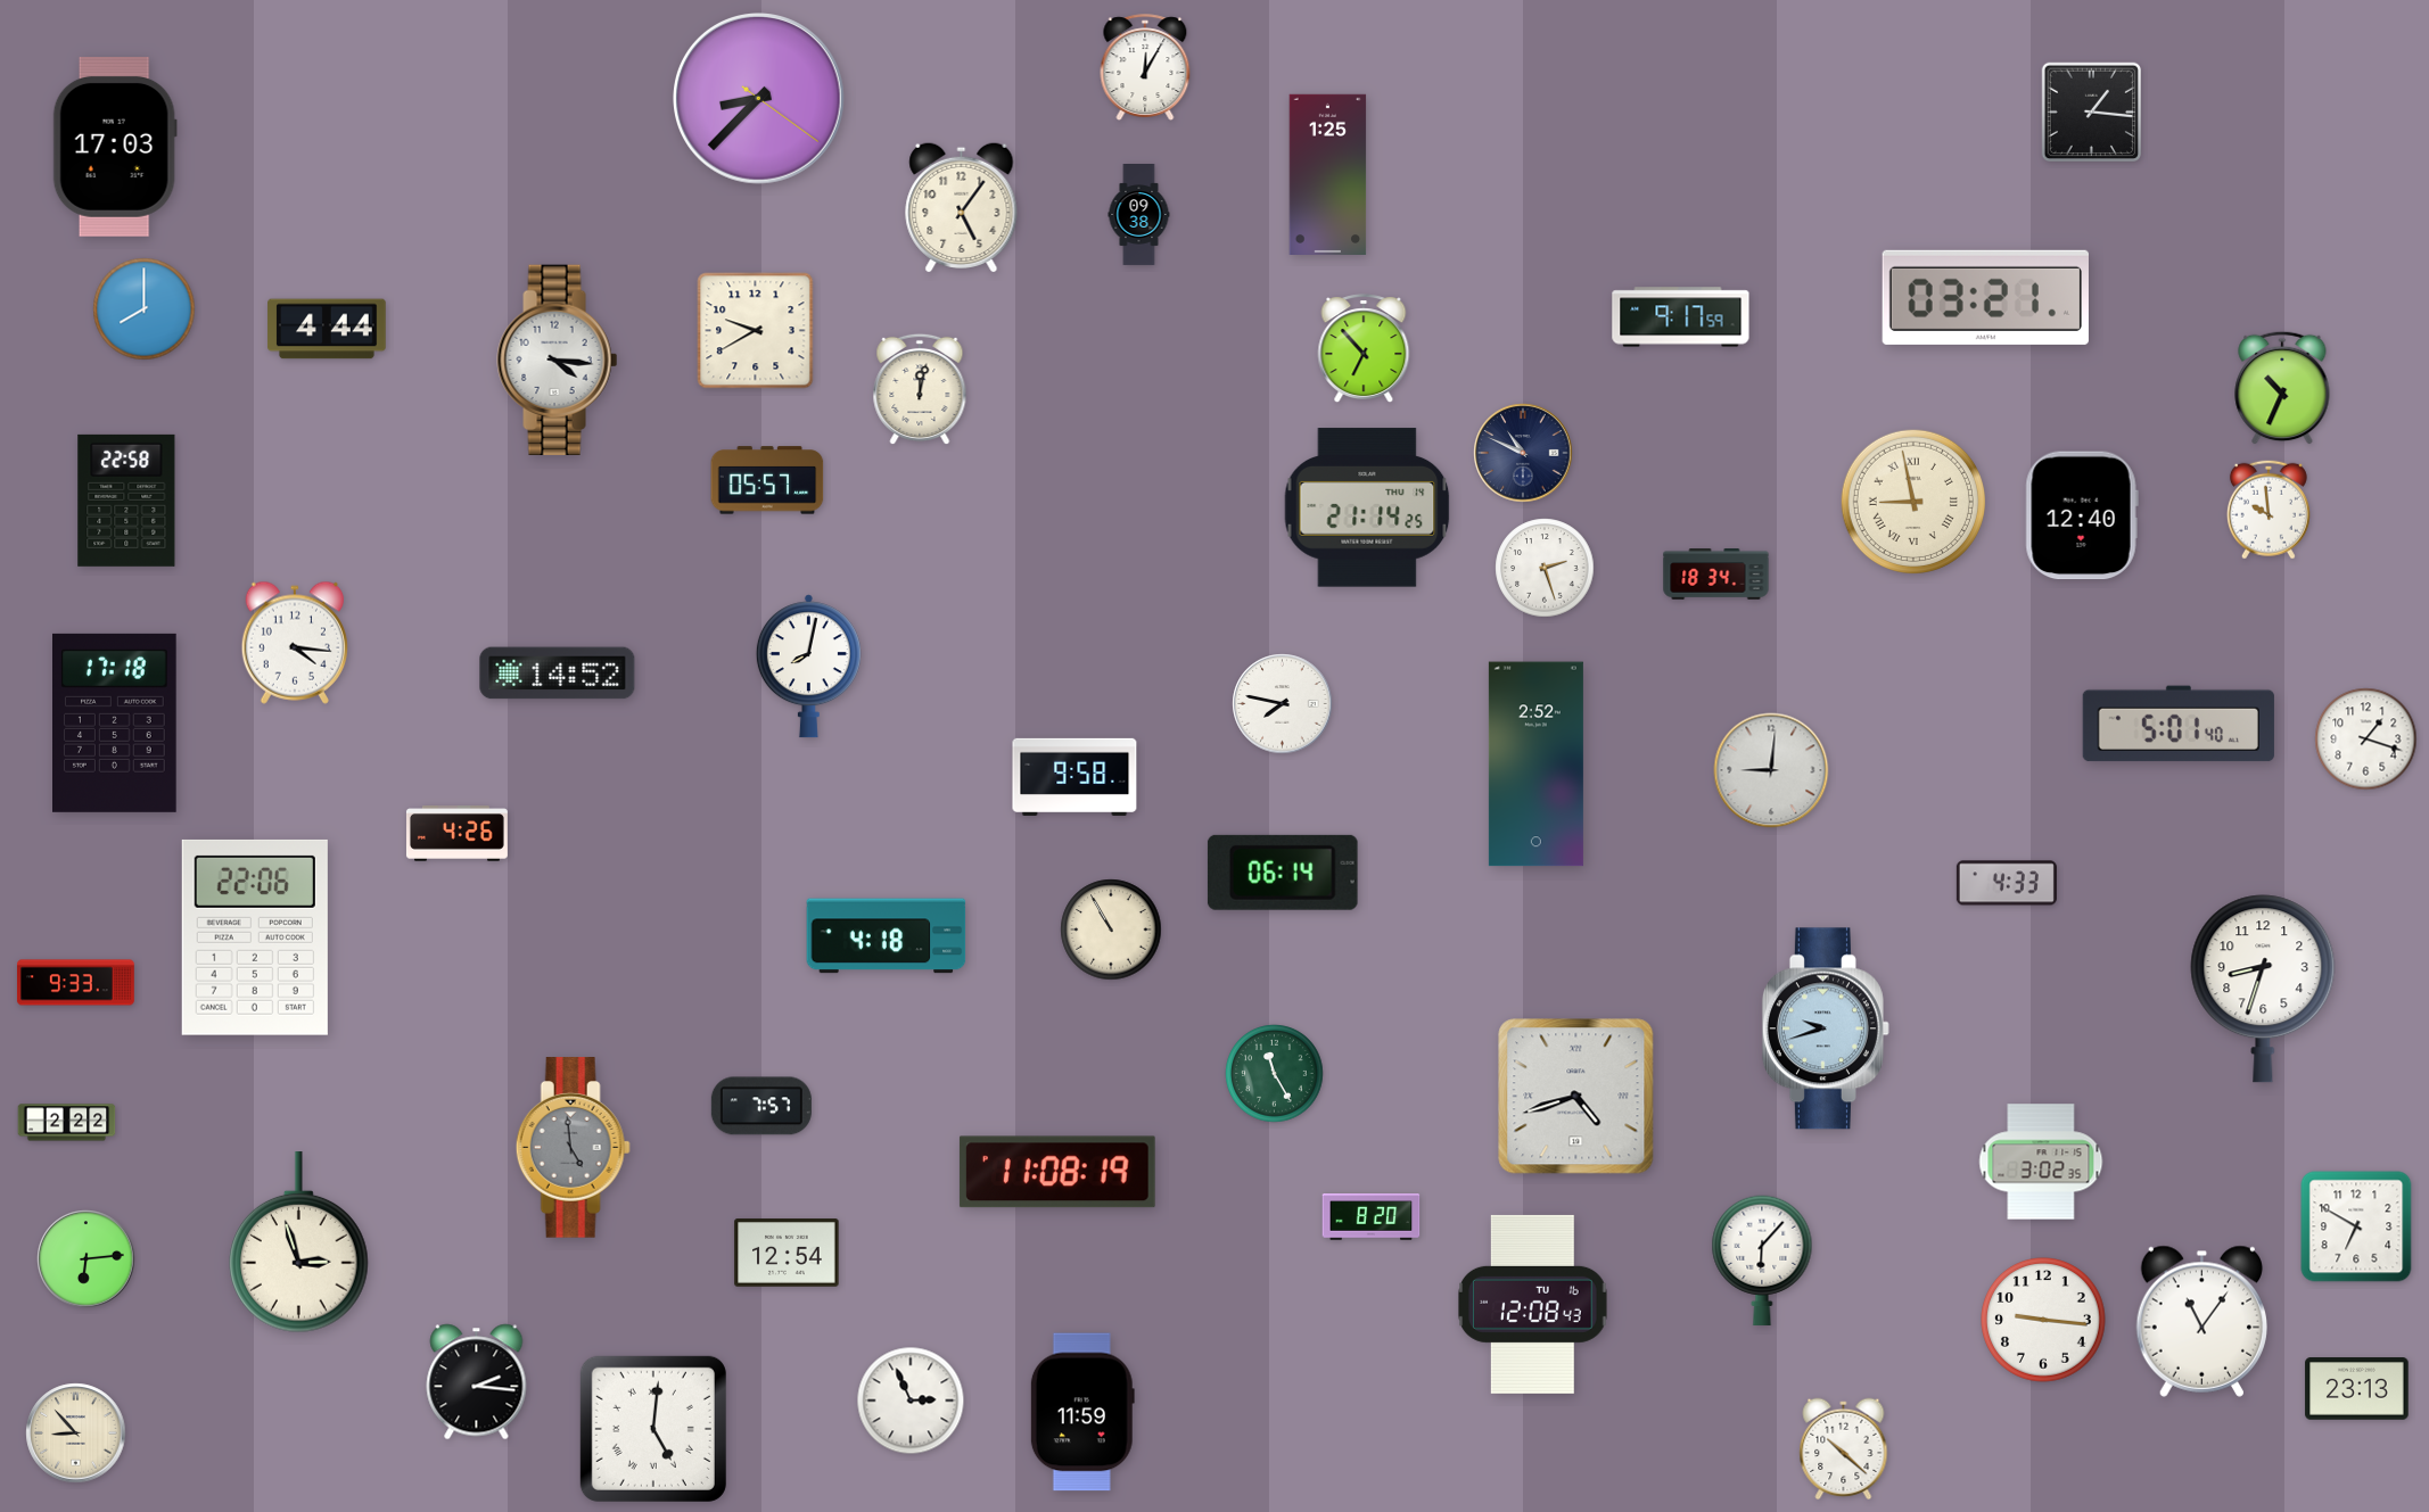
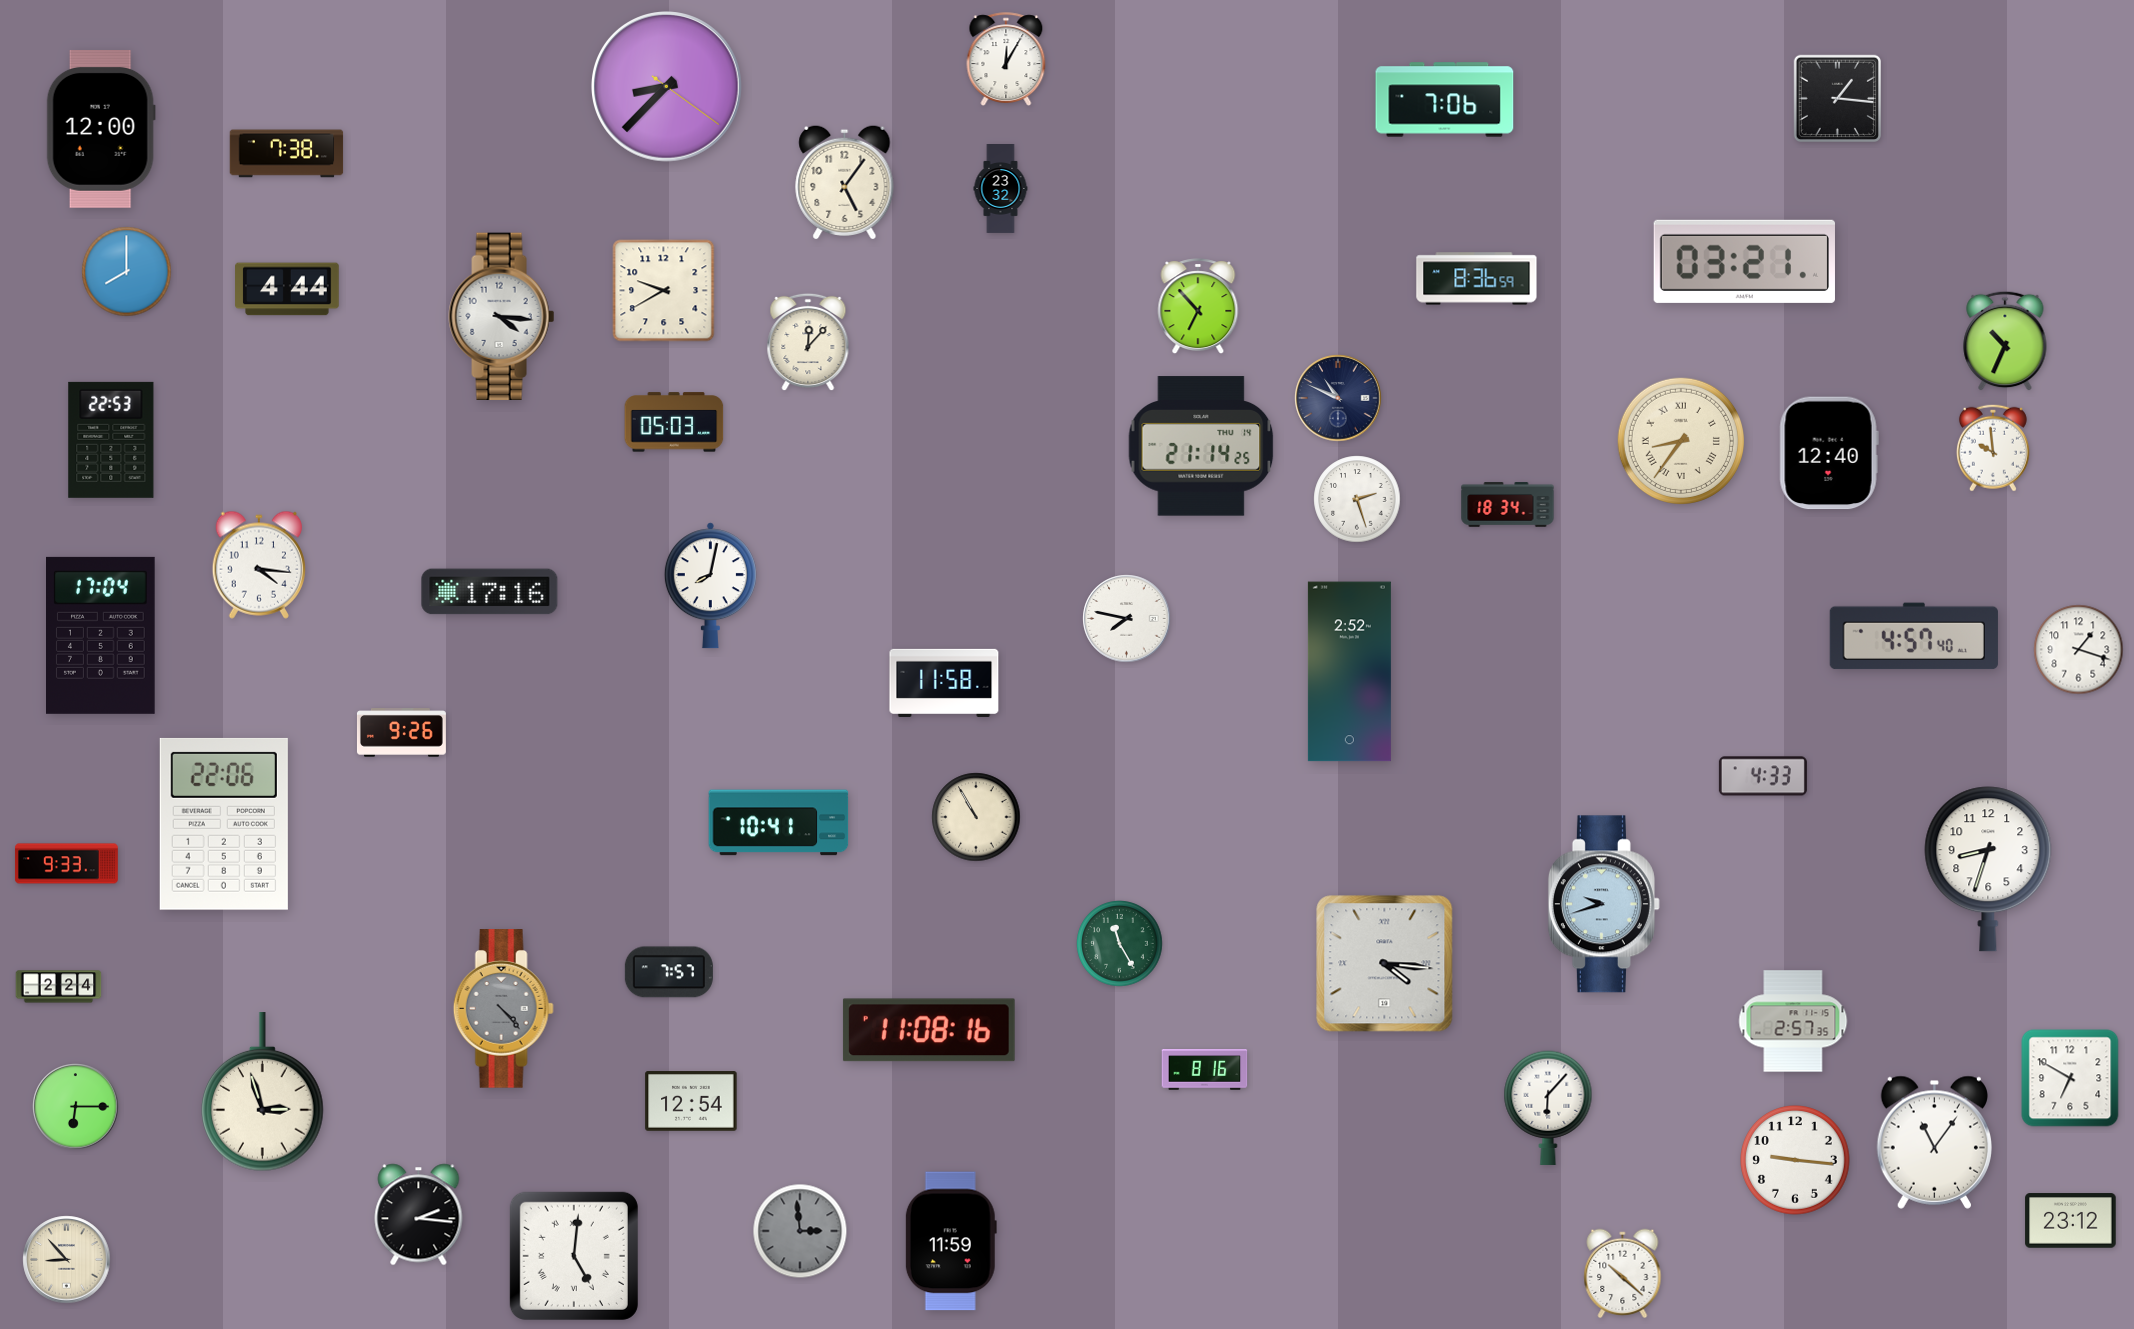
clock at (1445, 100): none -> 7:06
clock at (115, 147): 17:03 -> 12:00
clock at (1328, 174): 1:25 -> none
clock at (287, 154): none -> 7:38
clock at (1139, 215): 09:38 -> 23:32
clock at (1681, 317): 9:17 -> 8:36
clock at (558, 360) position: (558, 360) -> (502, 316)
clock at (920, 389): 12:02 -> 12:07
clock at (767, 480): 05:57 -> 05:03
clock at (126, 501): 22:58 -> 22:53
clock at (1912, 501): 8:58 -> 8:36
clock at (558, 674): 14:52 -> 17:16
clock at (115, 722): 17:18 -> 17:04
clock at (2179, 724): 5:01 -> 4:57
clock at (1771, 770): 9:01 -> none
clock at (1074, 777): 9:58 -> 11:58
clock at (456, 834): 4:26 -> 9:26
clock at (1283, 873): 06:14 -> none
clock at (887, 936): 4:18 -> 10:41
clock at (1576, 1097): 4:42 -> 4:16
clock at (67, 1123): 2:22 -> 2:24
clock at (573, 1148): 4:59 -> 4:23
clock at (2041, 1162): 3:02 -> 2:57
clock at (1057, 1172): 11:08:19 -> 11:08:16
clock at (1372, 1217): 8:20 -> 8:16
clock at (87, 1259): 6:14 -> 6:15
clock at (1533, 1304): 12:08 -> none
clock at (2201, 1321) position: (2201, 1321) -> (1934, 1142)
clock at (2357, 1389): 23:13 -> 23:12
clock at (911, 1401): 2:56 -> 2:59
clock at (911, 1401) dial: white -> grey
clock at (1844, 1449) position: (1844, 1449) -> (1623, 1274)
